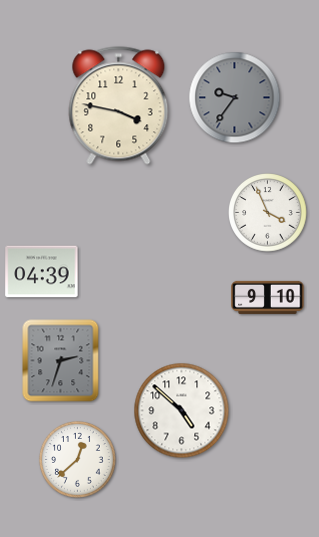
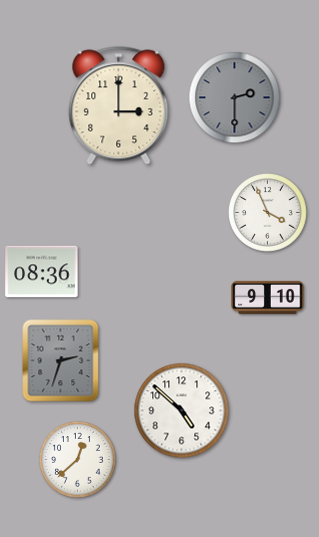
clock at (235, 98): 9:36 -> 2:30
clock at (119, 106): 3:47 -> 3:00
clock at (42, 272): 04:39 -> 08:36
